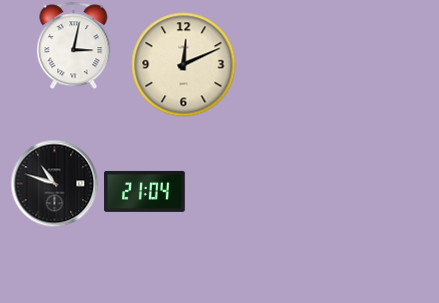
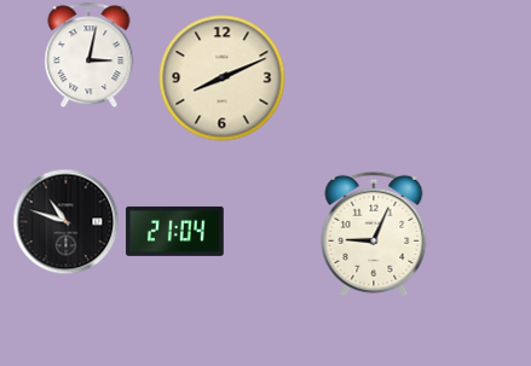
clock at (184, 65): 12:11 -> 8:11
clock at (374, 234): none -> 9:04
